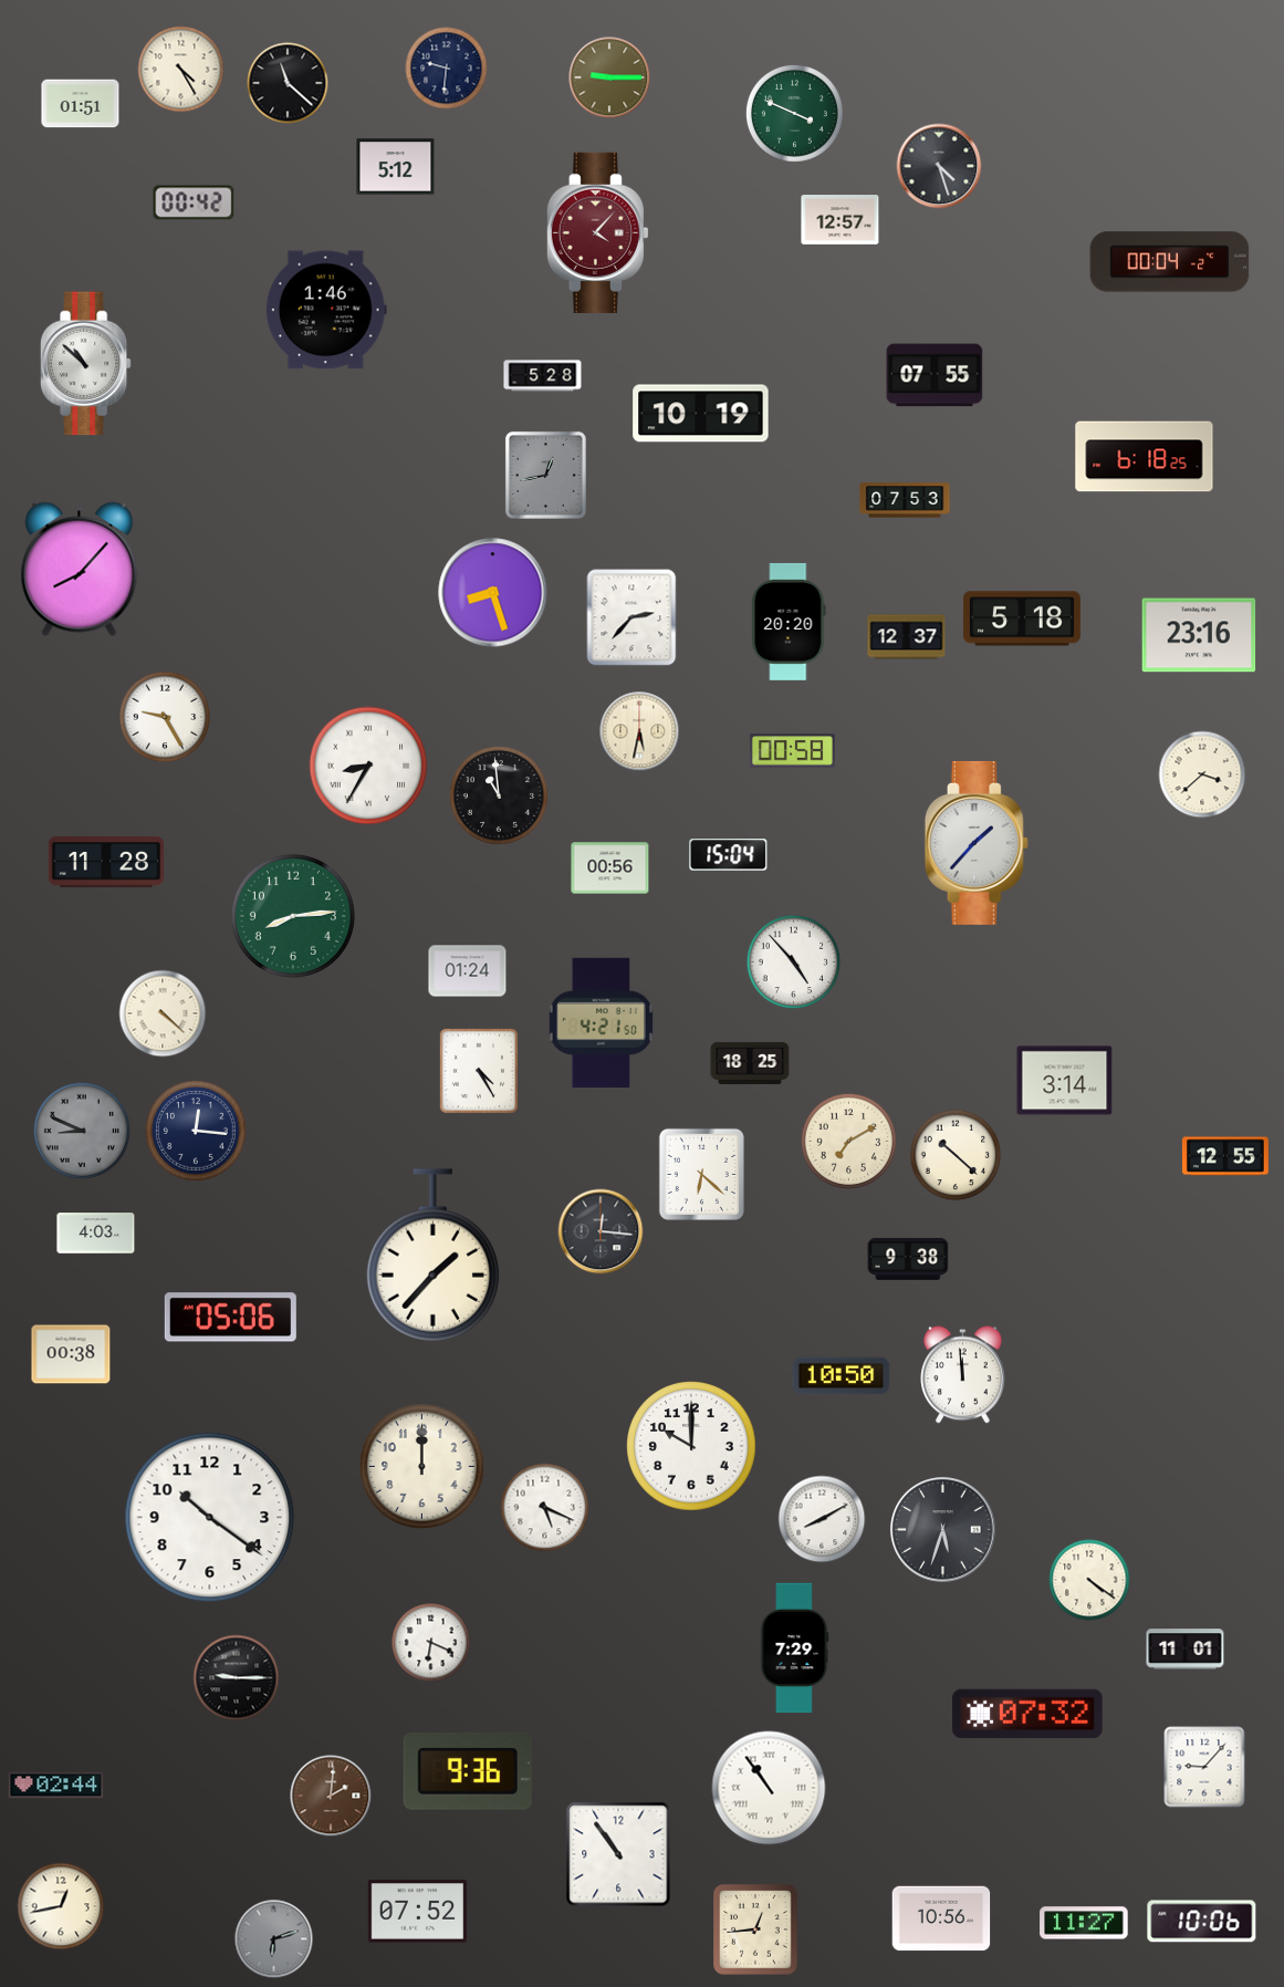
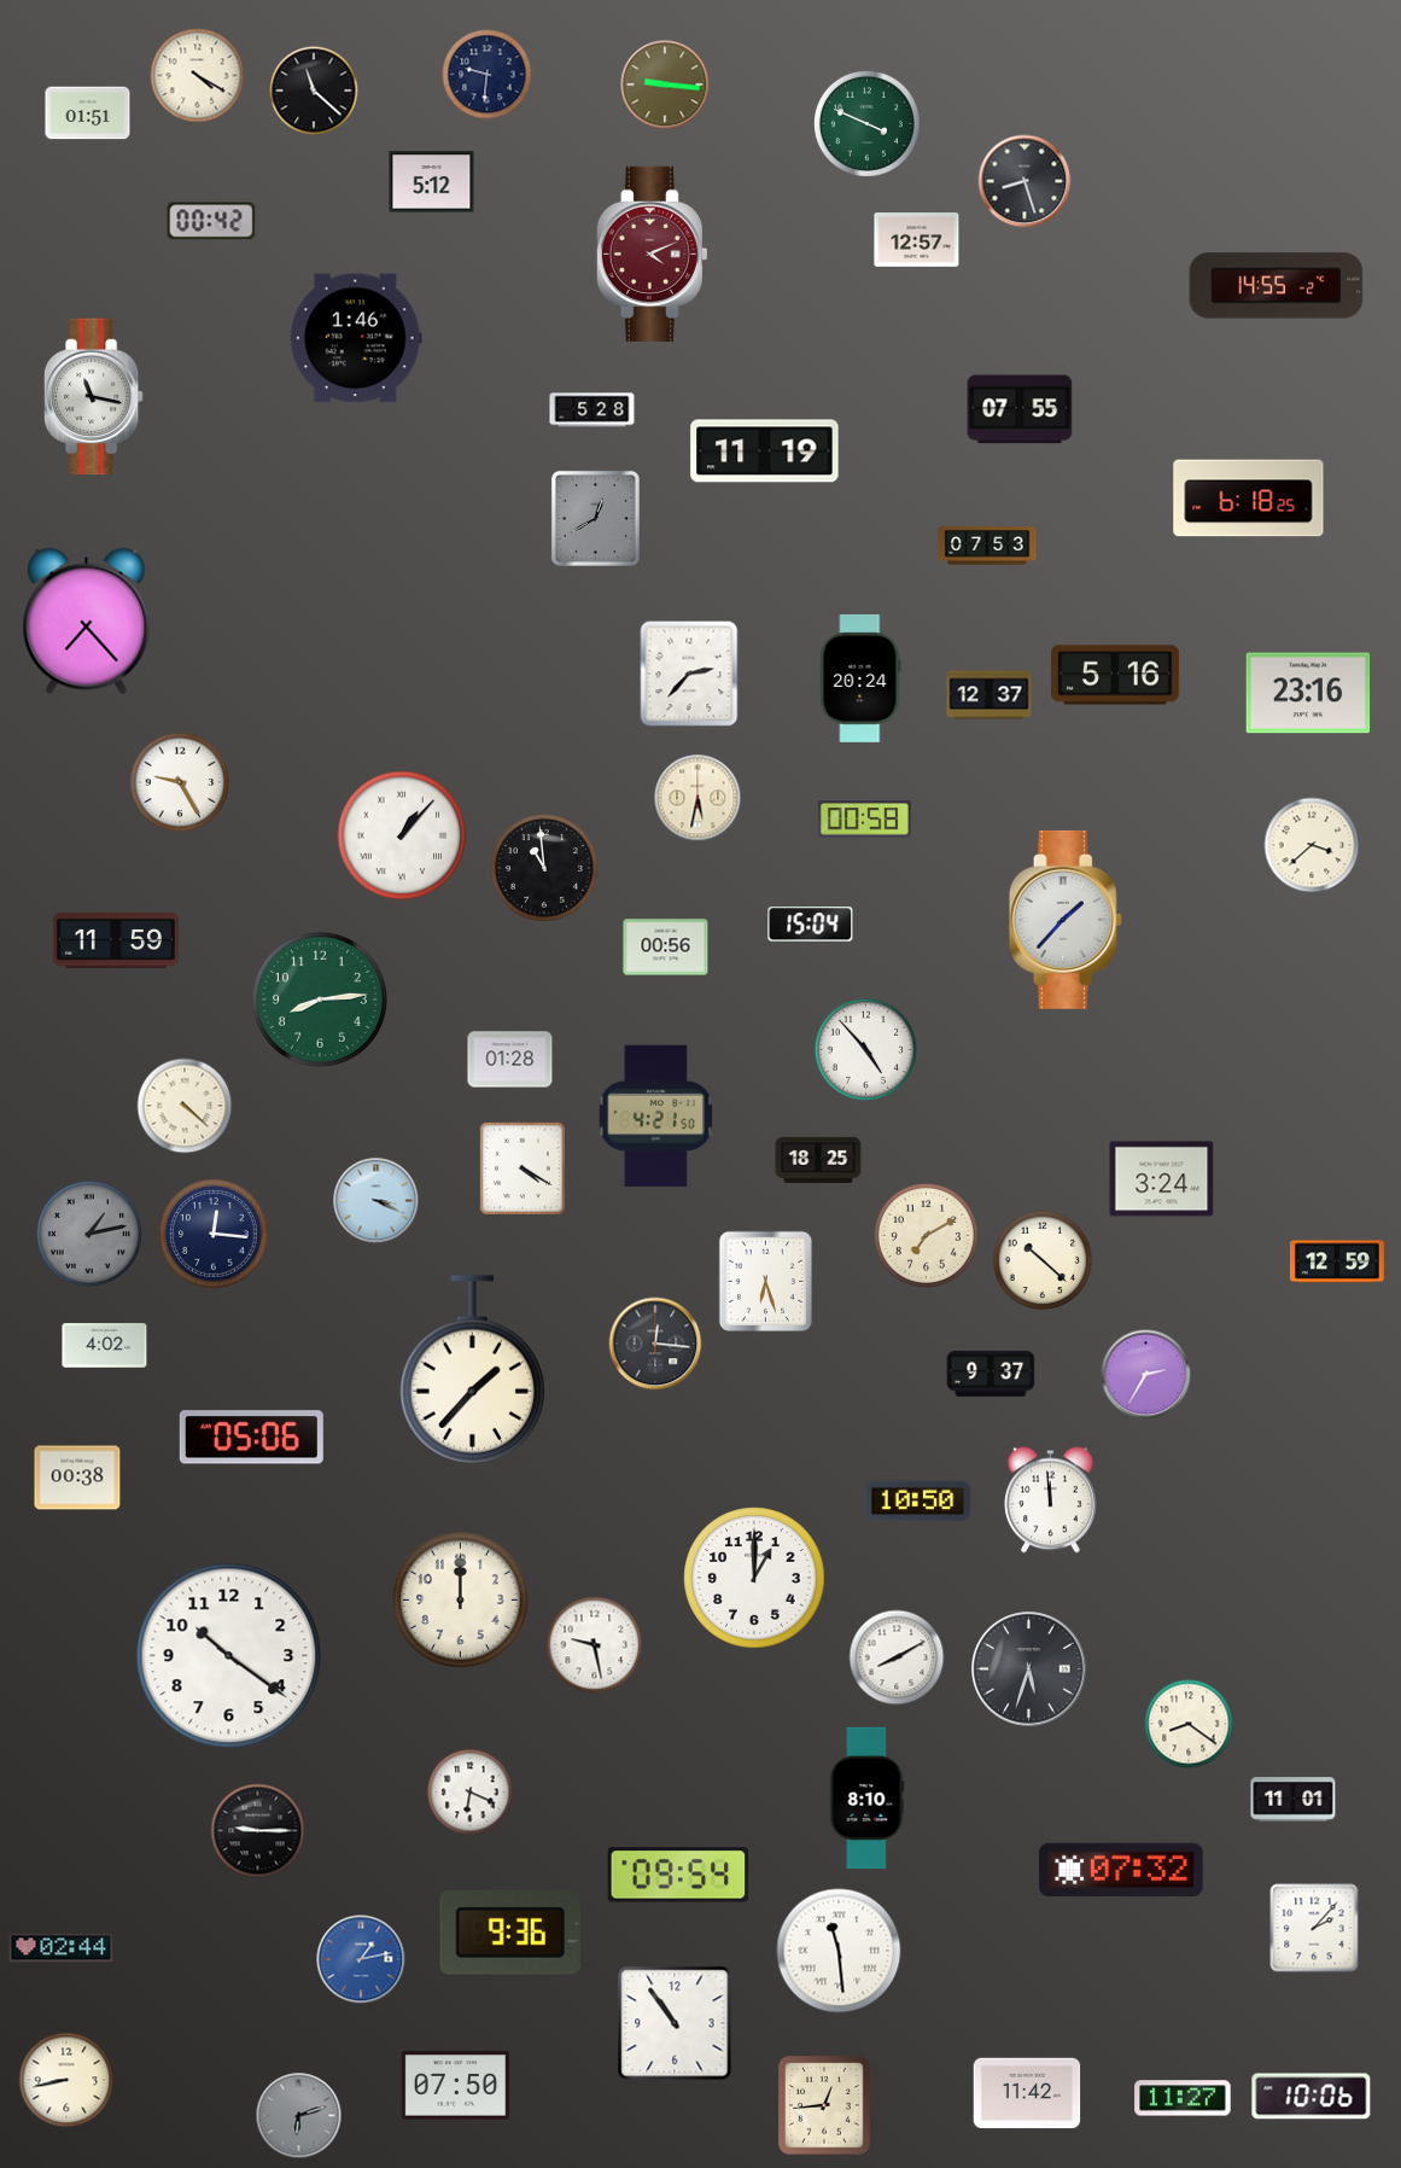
clock at (181, 70): 4:25 -> 4:20
clock at (609, 77): 9:15 -> 9:16
clock at (939, 166): 4:27 -> 8:27
clock at (597, 232): 4:07 -> 4:11
clock at (1170, 262): 00:04 -> 14:55
clock at (85, 364): 10:52 -> 11:17
clock at (701, 414): 10:19 -> 11:19
clock at (545, 475): 12:43 -> 12:40
clock at (80, 570): 8:07 -> 7:23
clock at (493, 593): 8:27 -> none
clock at (1022, 618): 5:18 -> 5:16
clock at (789, 622): 20:20 -> 20:24
clock at (368, 766): 8:35 -> 1:07
clock at (729, 855) position: (729, 855) -> (811, 925)
clock at (106, 862): 11:28 -> 11:59
clock at (468, 971): 01:24 -> 01:28
clock at (163, 1013) position: (163, 1013) -> (185, 1106)
clock at (479, 1071): 4:25 -> 4:20
clock at (1065, 1081): 3:14 -> 3:24
clock at (376, 1201): none -> 3:19
clock at (82, 1131): 8:49 -> 1:13
clock at (848, 1141) position: (848, 1141) -> (926, 1235)
clock at (1225, 1156): 12:55 -> 12:59
clock at (701, 1174): 6:22 -> 6:27
clock at (96, 1234): 4:03 -> 4:02
clock at (908, 1259): 9:38 -> 9:37
clock at (1146, 1375): none -> 2:35
clock at (691, 1446): 10:00 -> 1:00
clock at (545, 1508): 5:19 -> 9:28
clock at (1089, 1580): 4:21 -> 8:21
clock at (795, 1648): 7:29 -> 8:10
clock at (678, 1875): none -> 09:54
clock at (1204, 1767): 9:07 -> 2:07
clock at (769, 1788): 10:54 -> 11:29
clock at (331, 1796): 2:01 -> 1:13
clock at (331, 1796) dial: brown -> blue
clock at (61, 1906): 12:43 -> 8:43
clock at (418, 1912): 07:52 -> 07:50
clock at (941, 1918): 10:56 -> 11:42
